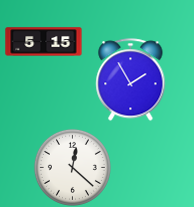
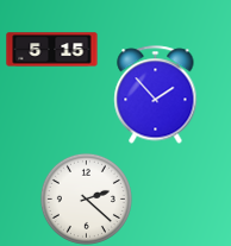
clock at (131, 80): 1:55 -> 1:53
clock at (72, 167): 12:22 -> 2:22
